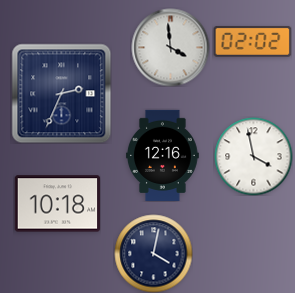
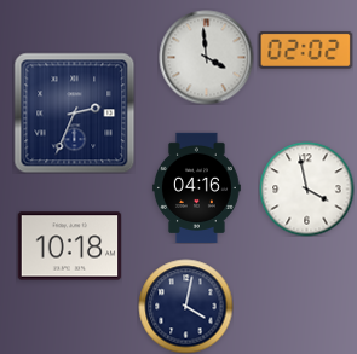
clock at (162, 155): 12:16 -> 04:16
